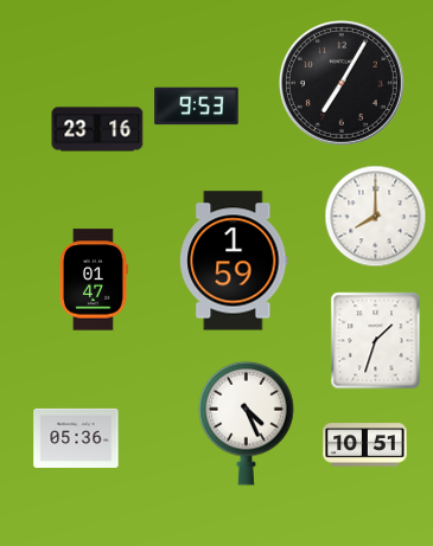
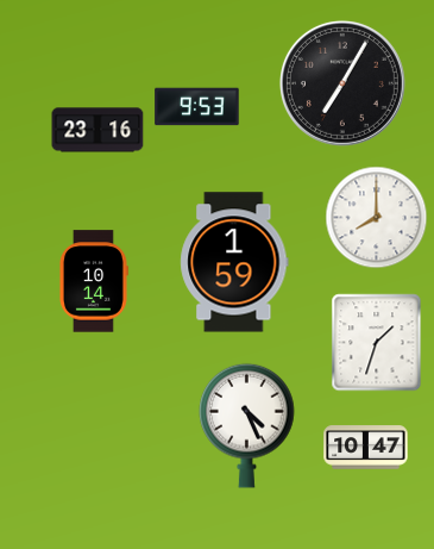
clock at (93, 280): 01:47 -> 10:14
clock at (76, 438): 05:36 -> none
clock at (365, 445): 10:51 -> 10:47
